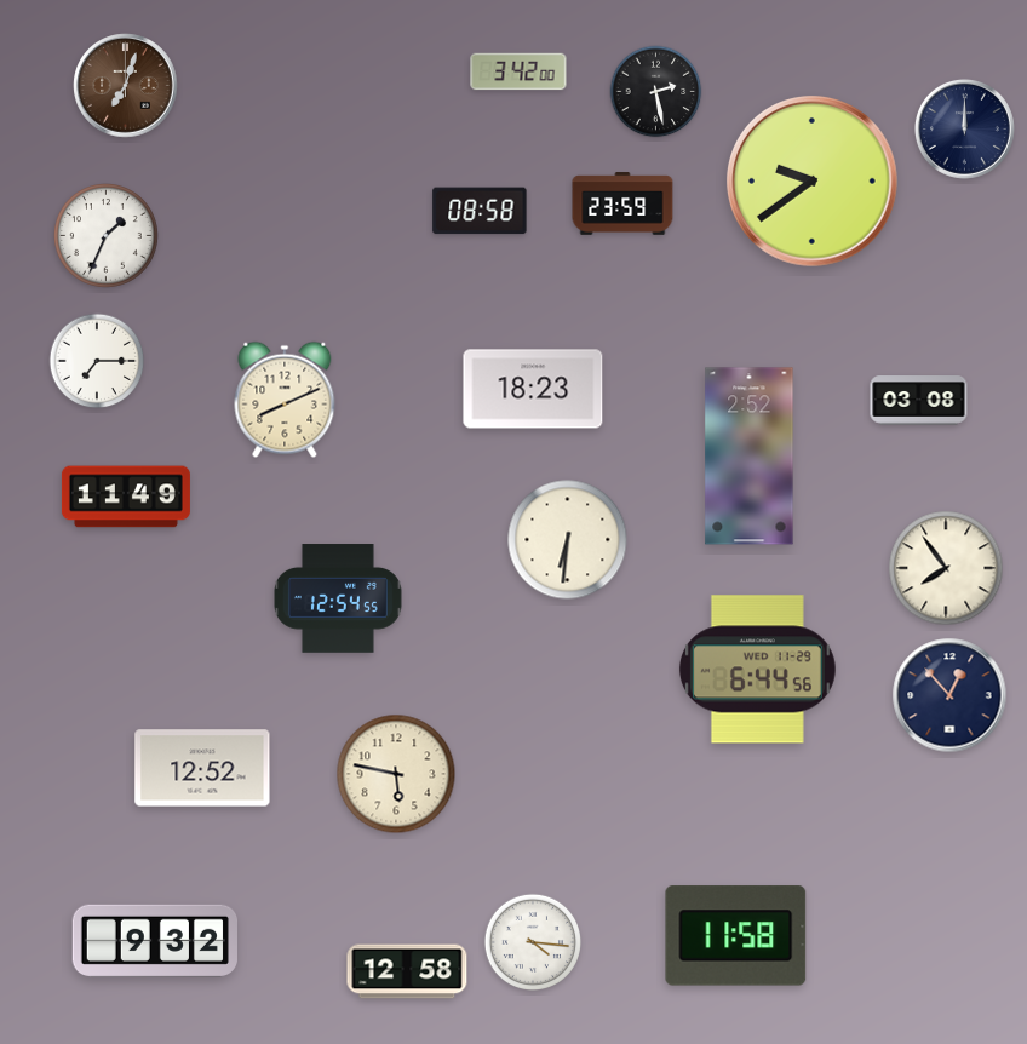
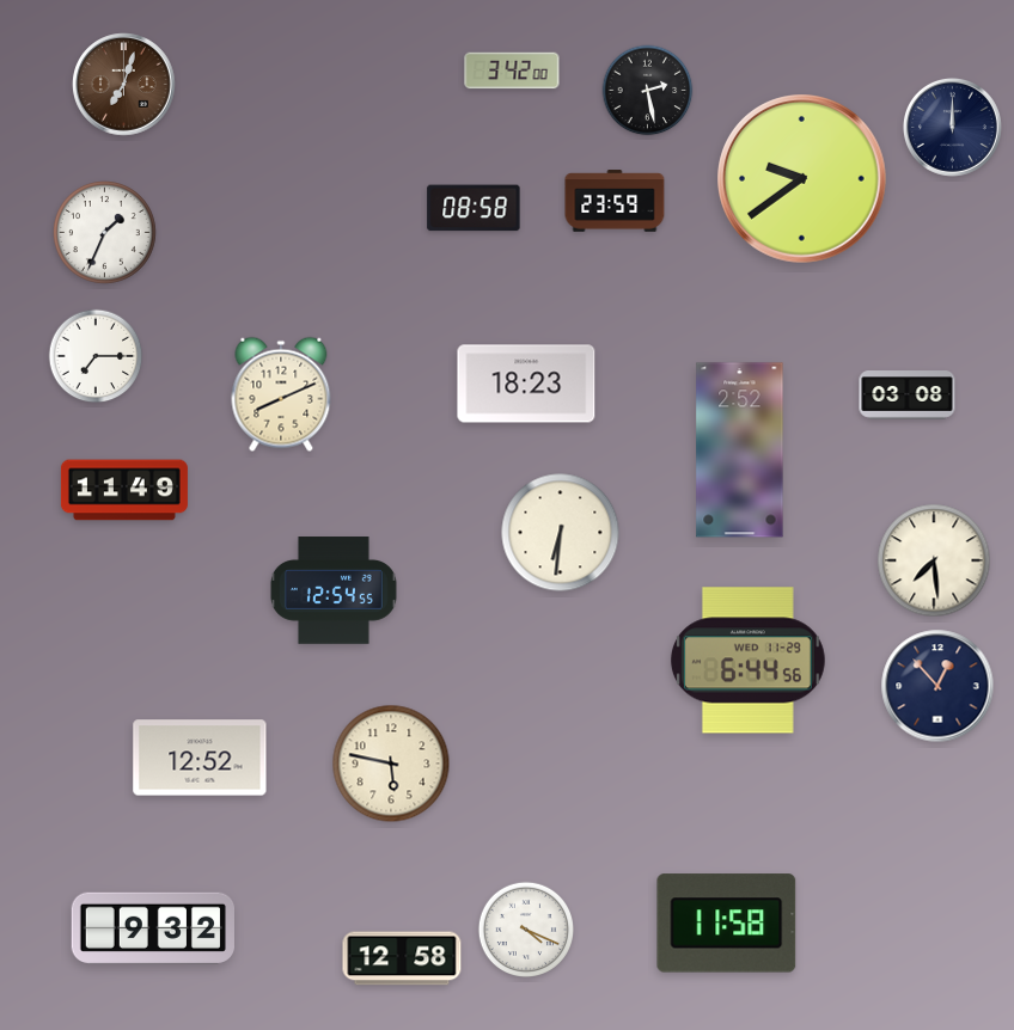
clock at (946, 568): 7:54 -> 7:29
clock at (532, 941): 4:16 -> 4:19
